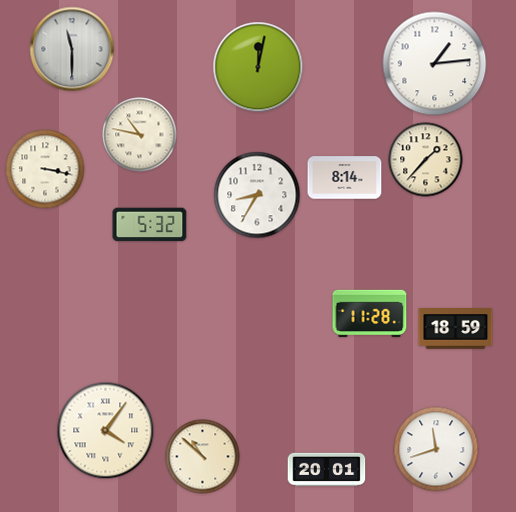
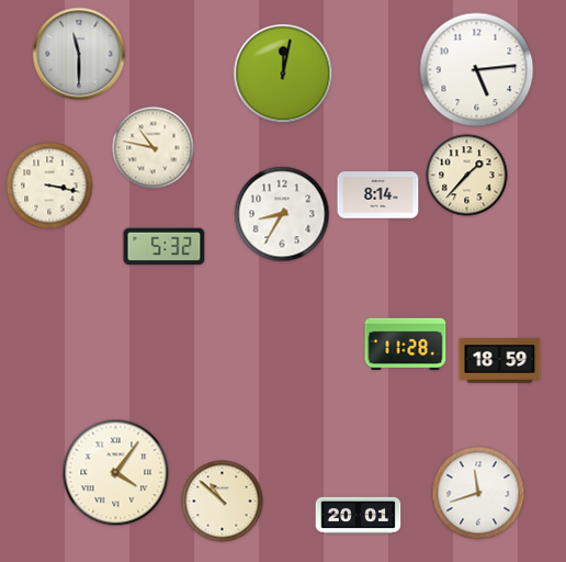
clock at (435, 64): 1:14 -> 5:14
